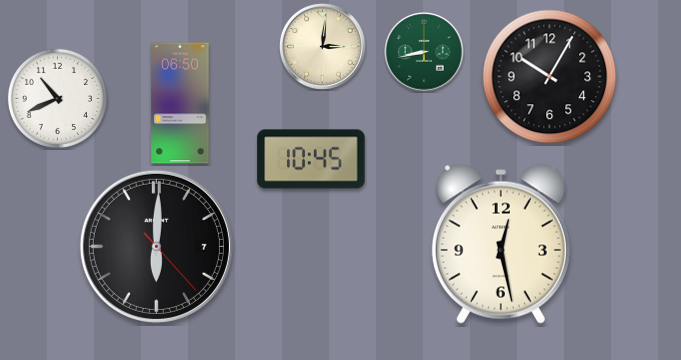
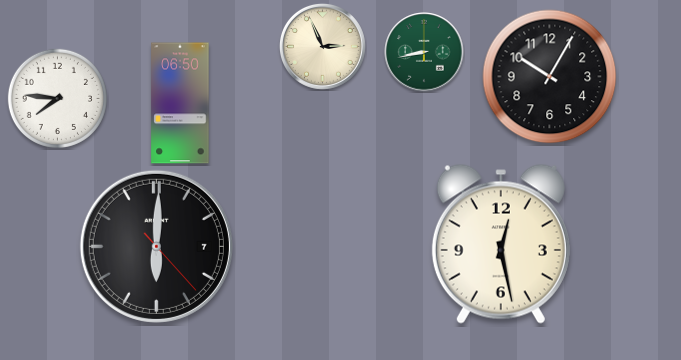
clock at (322, 46): 3:01 -> 2:56
clock at (57, 98): 10:41 -> 7:46
clock at (311, 159): 10:45 -> none
